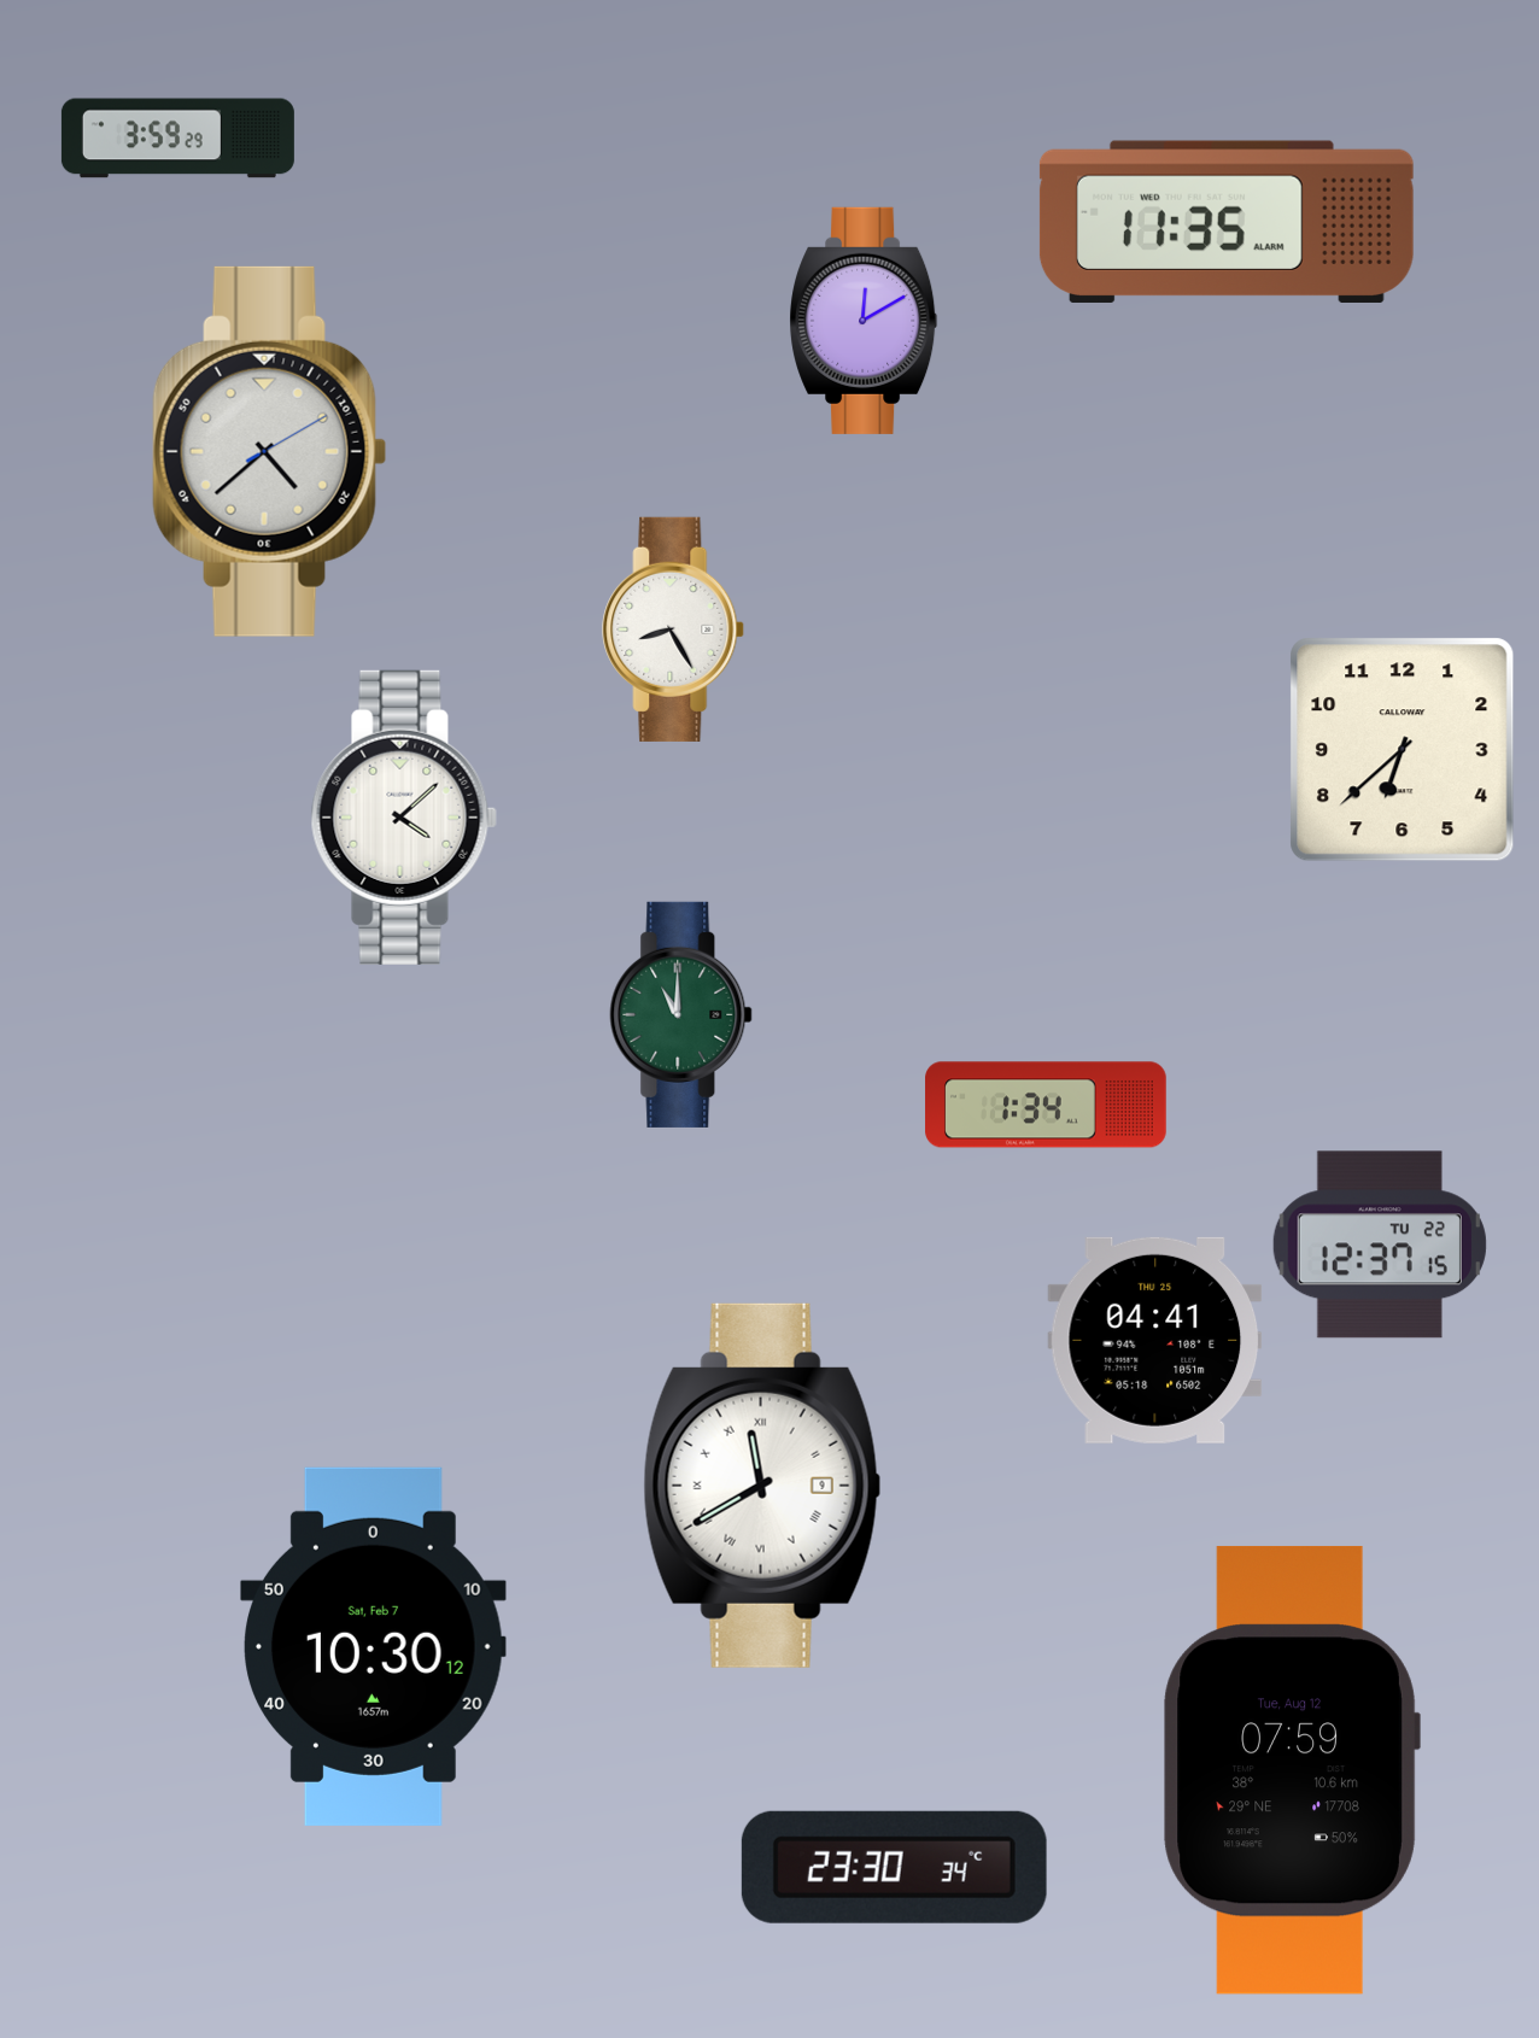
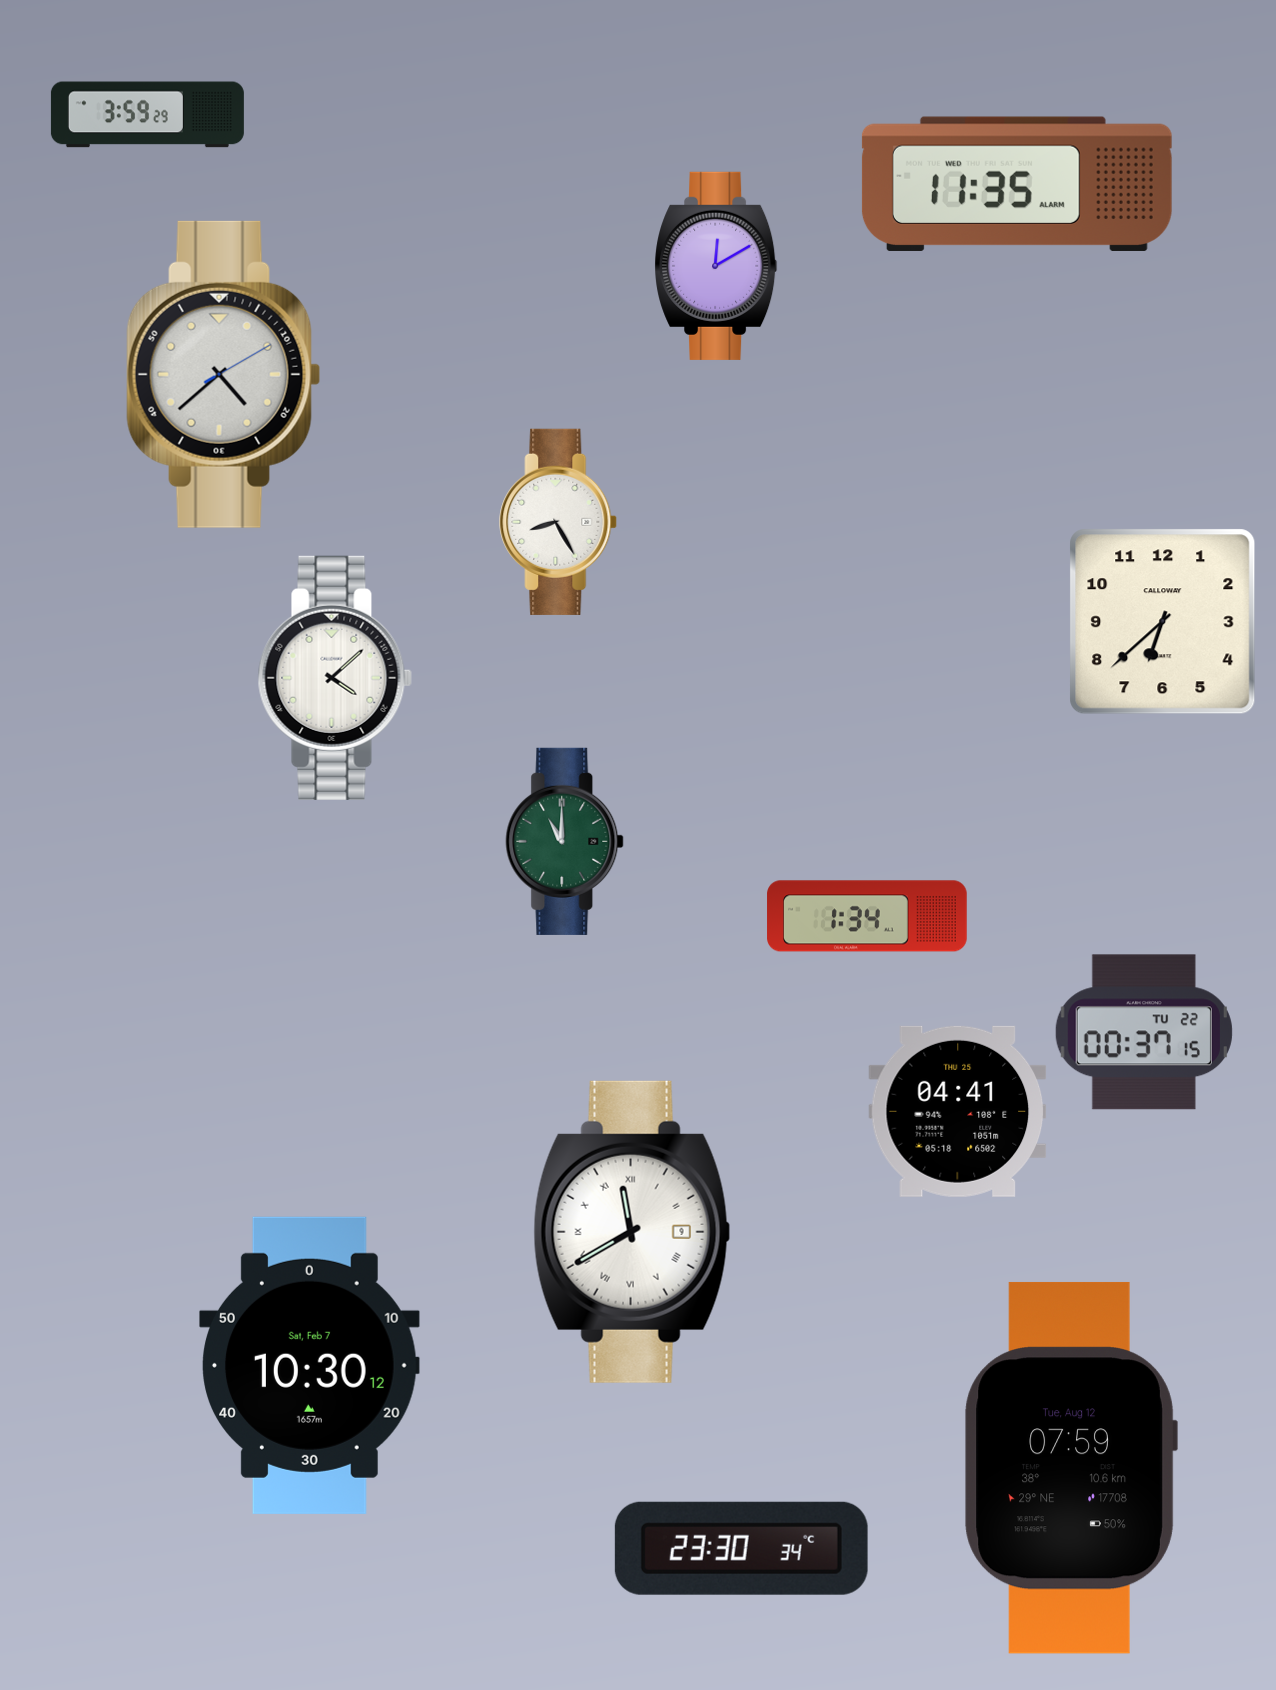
clock at (1380, 1245): 12:37 -> 00:37
